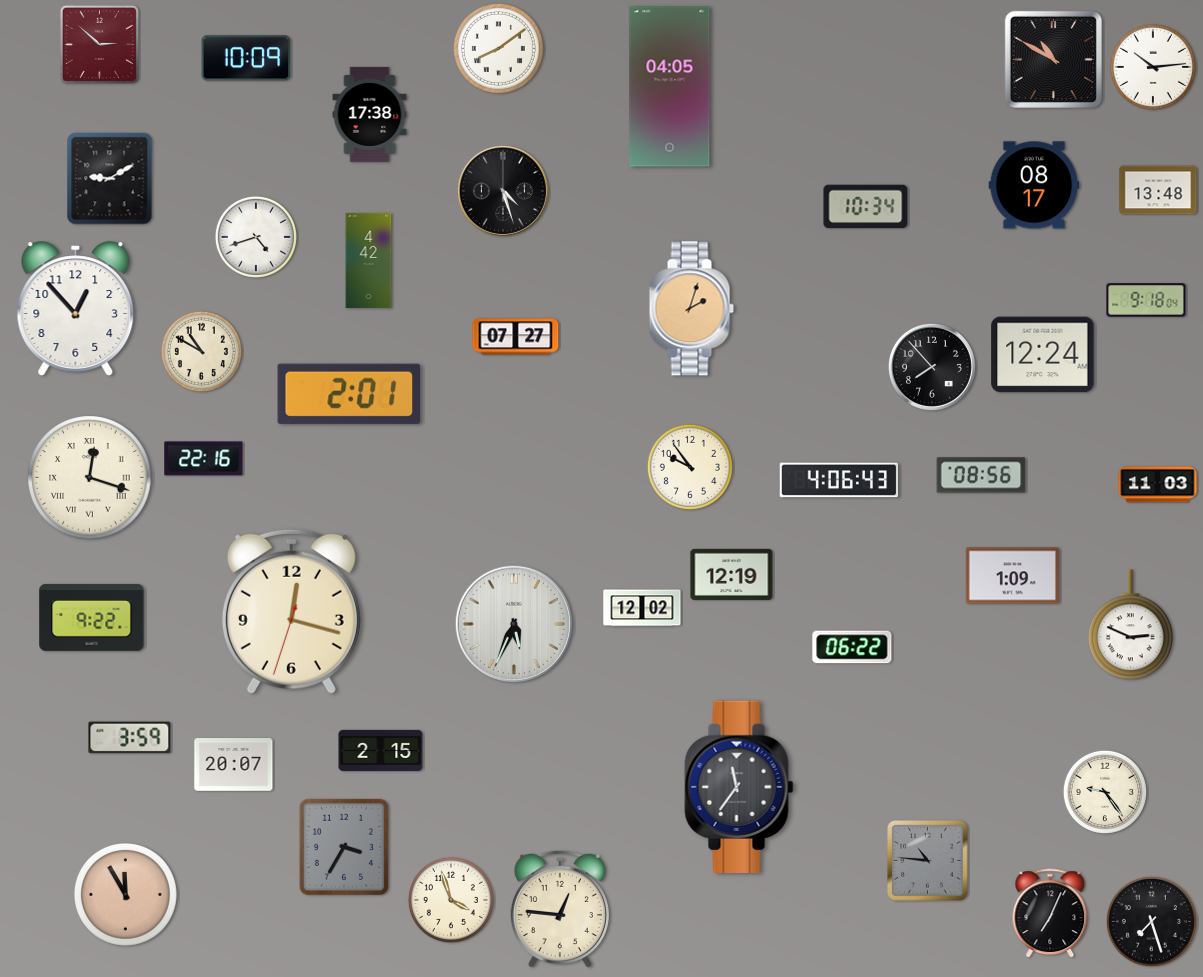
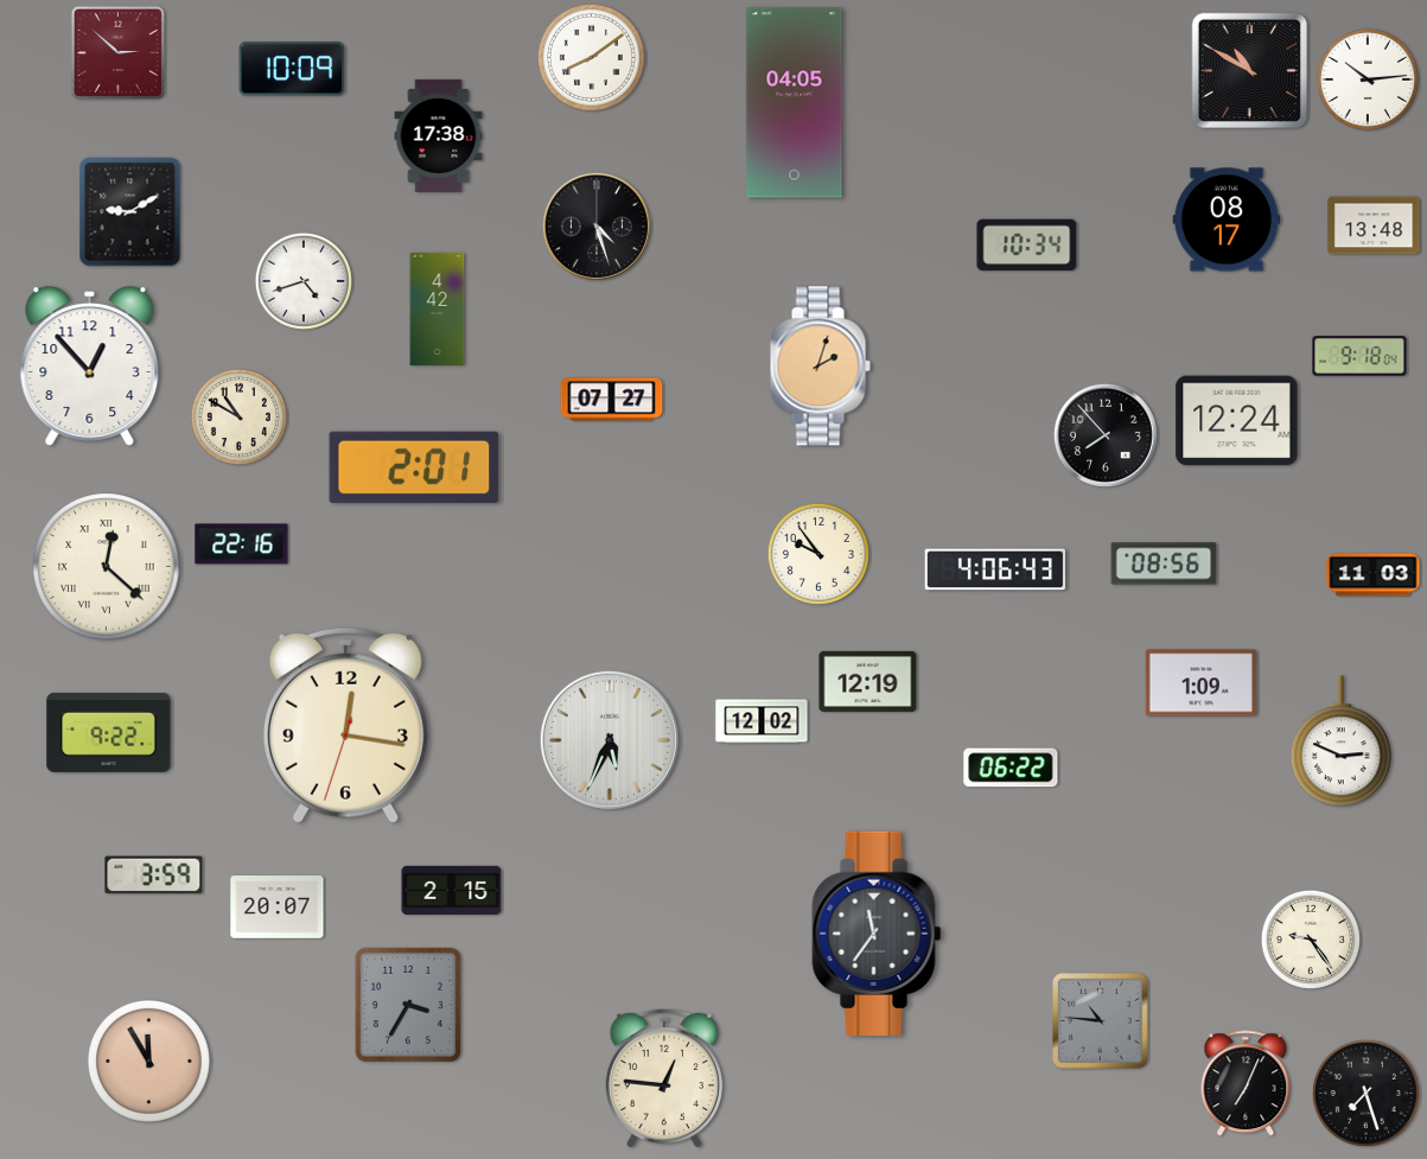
clock at (90, 478): 12:18 -> 12:22
clock at (291, 611): 12:17 -> 12:16
clock at (451, 900): 3:57 -> none
